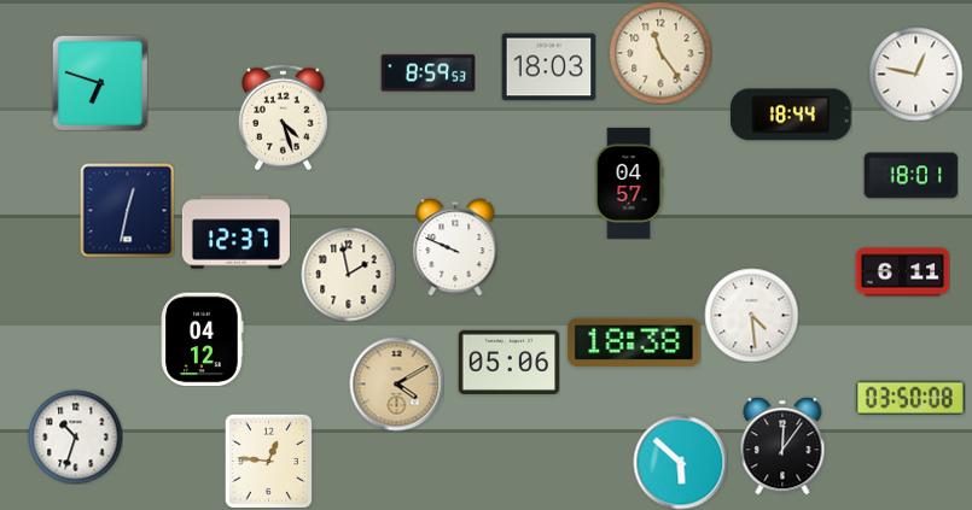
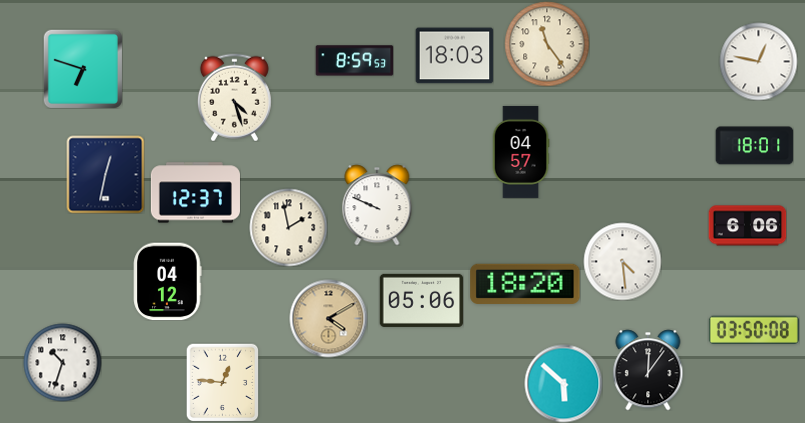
clock at (792, 115): 18:44 -> none
clock at (902, 272): 6:11 -> 6:06
clock at (634, 342): 18:38 -> 18:20
